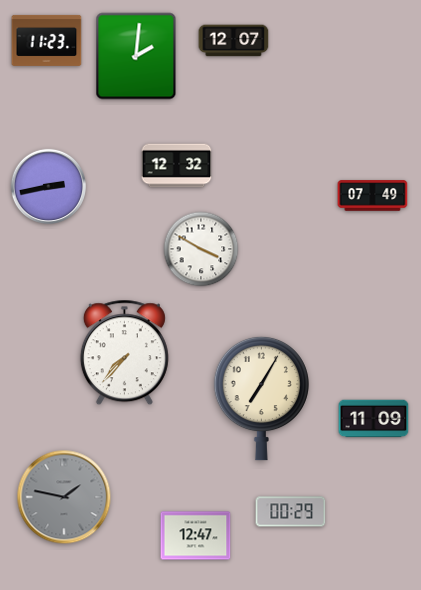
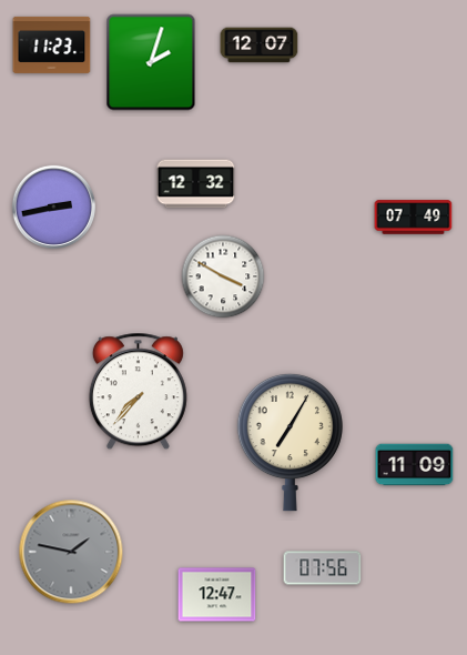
clock at (136, 56): 2:01 -> 2:03
clock at (291, 512): 00:29 -> 07:56
